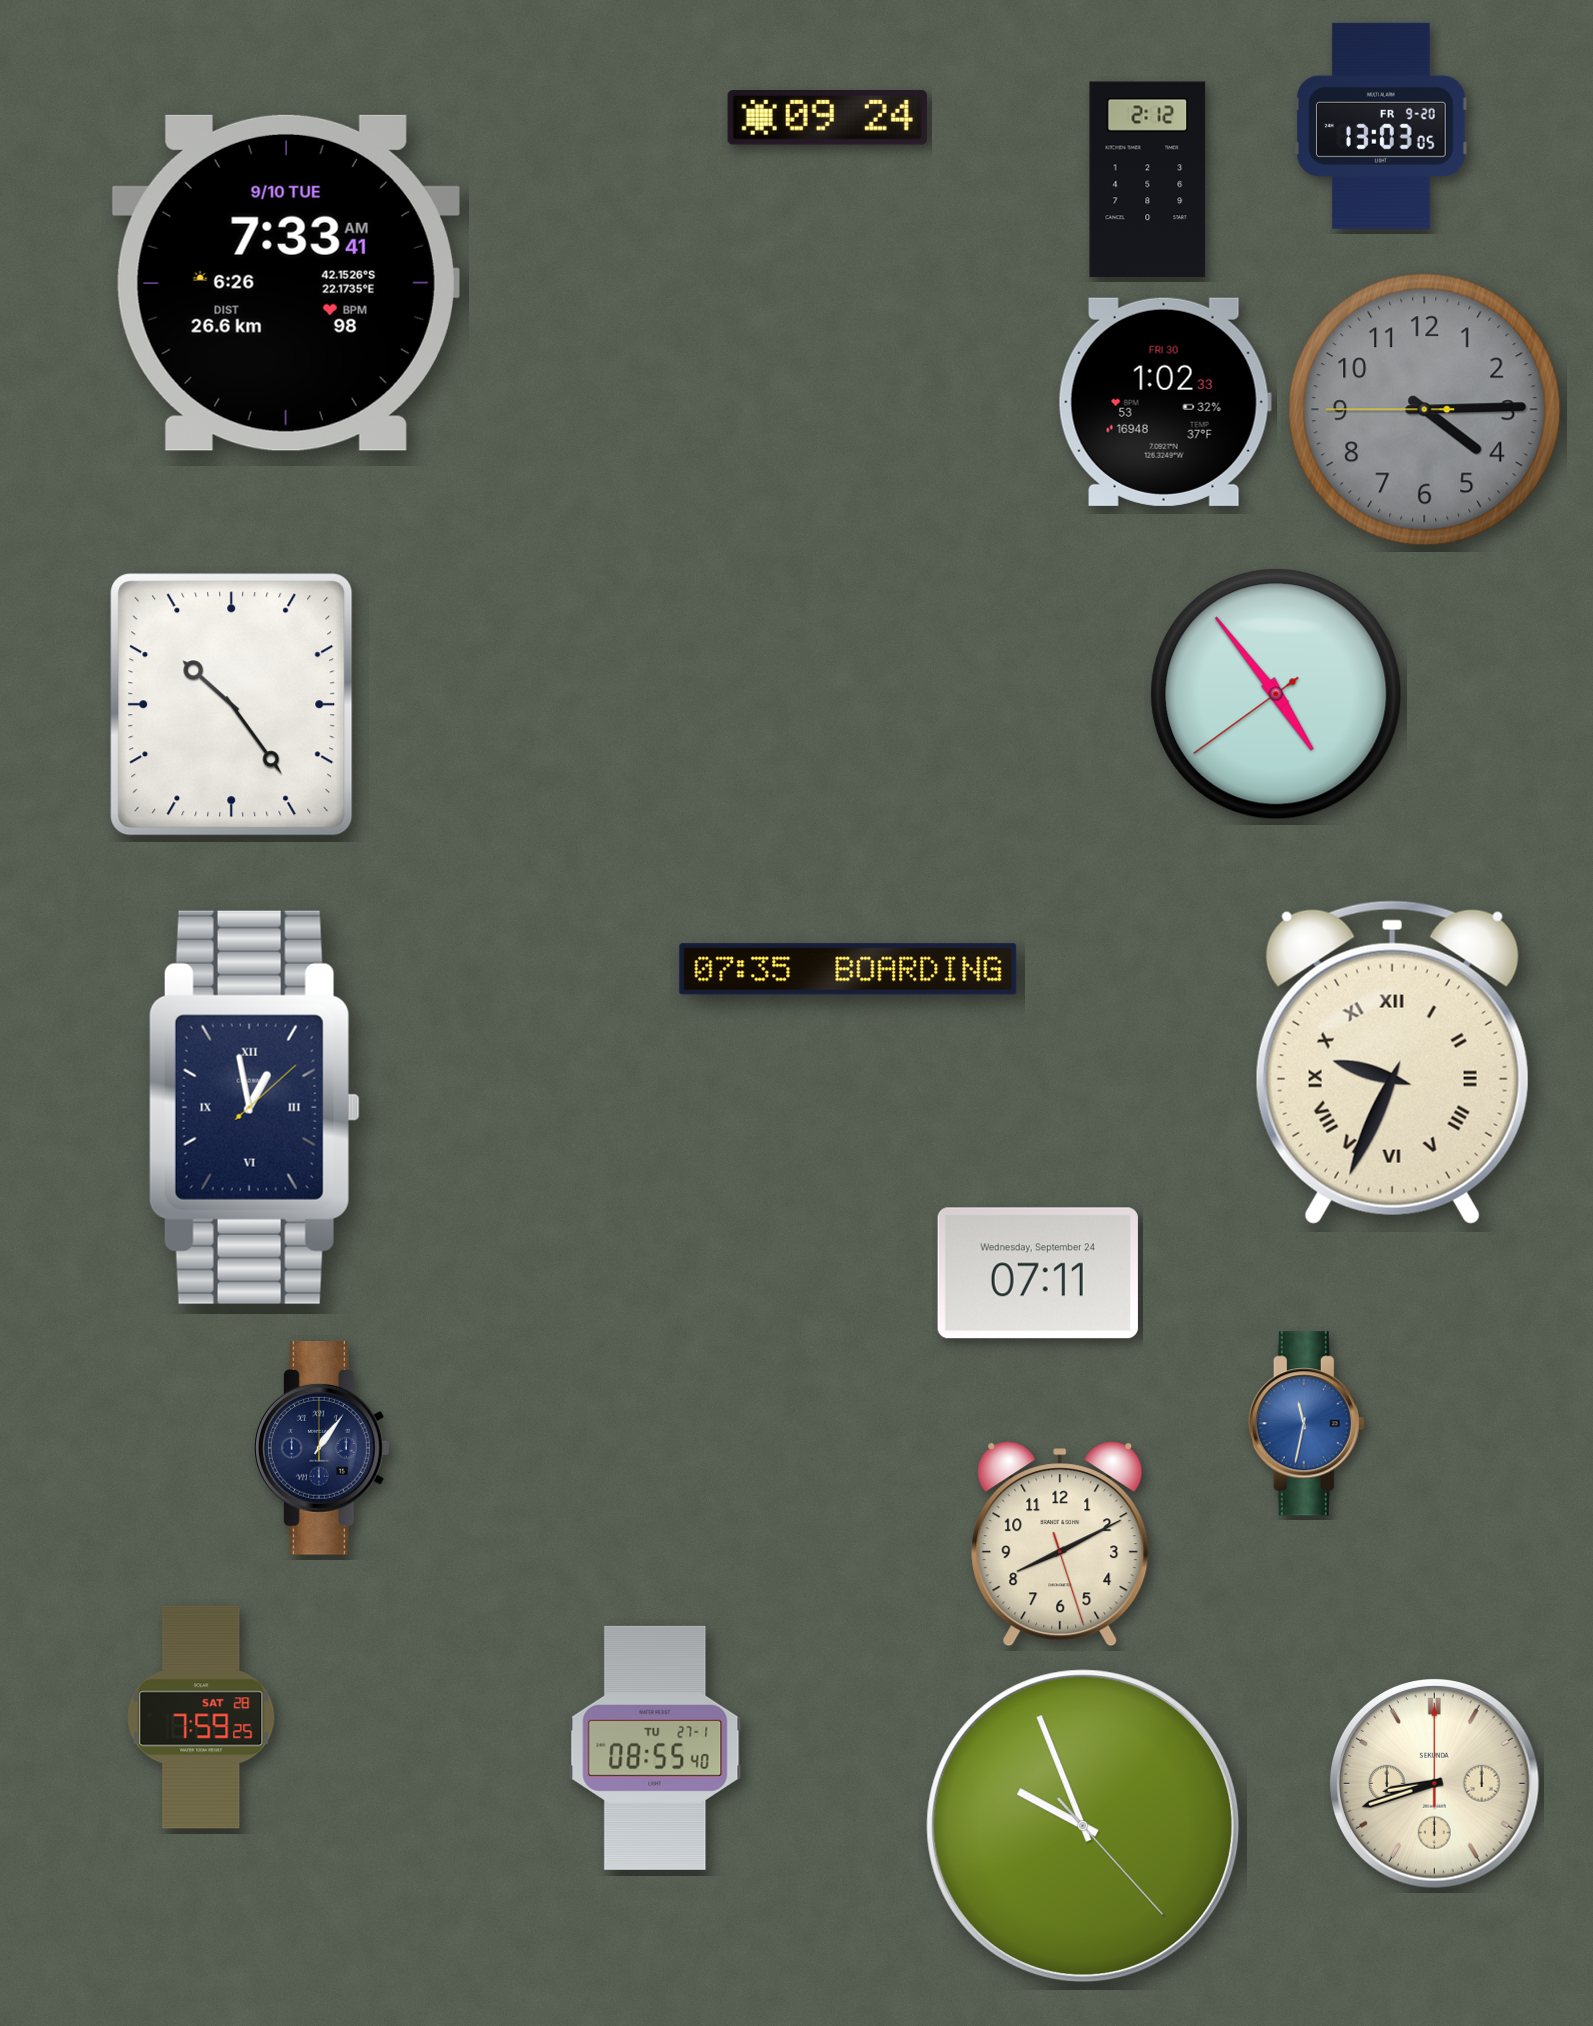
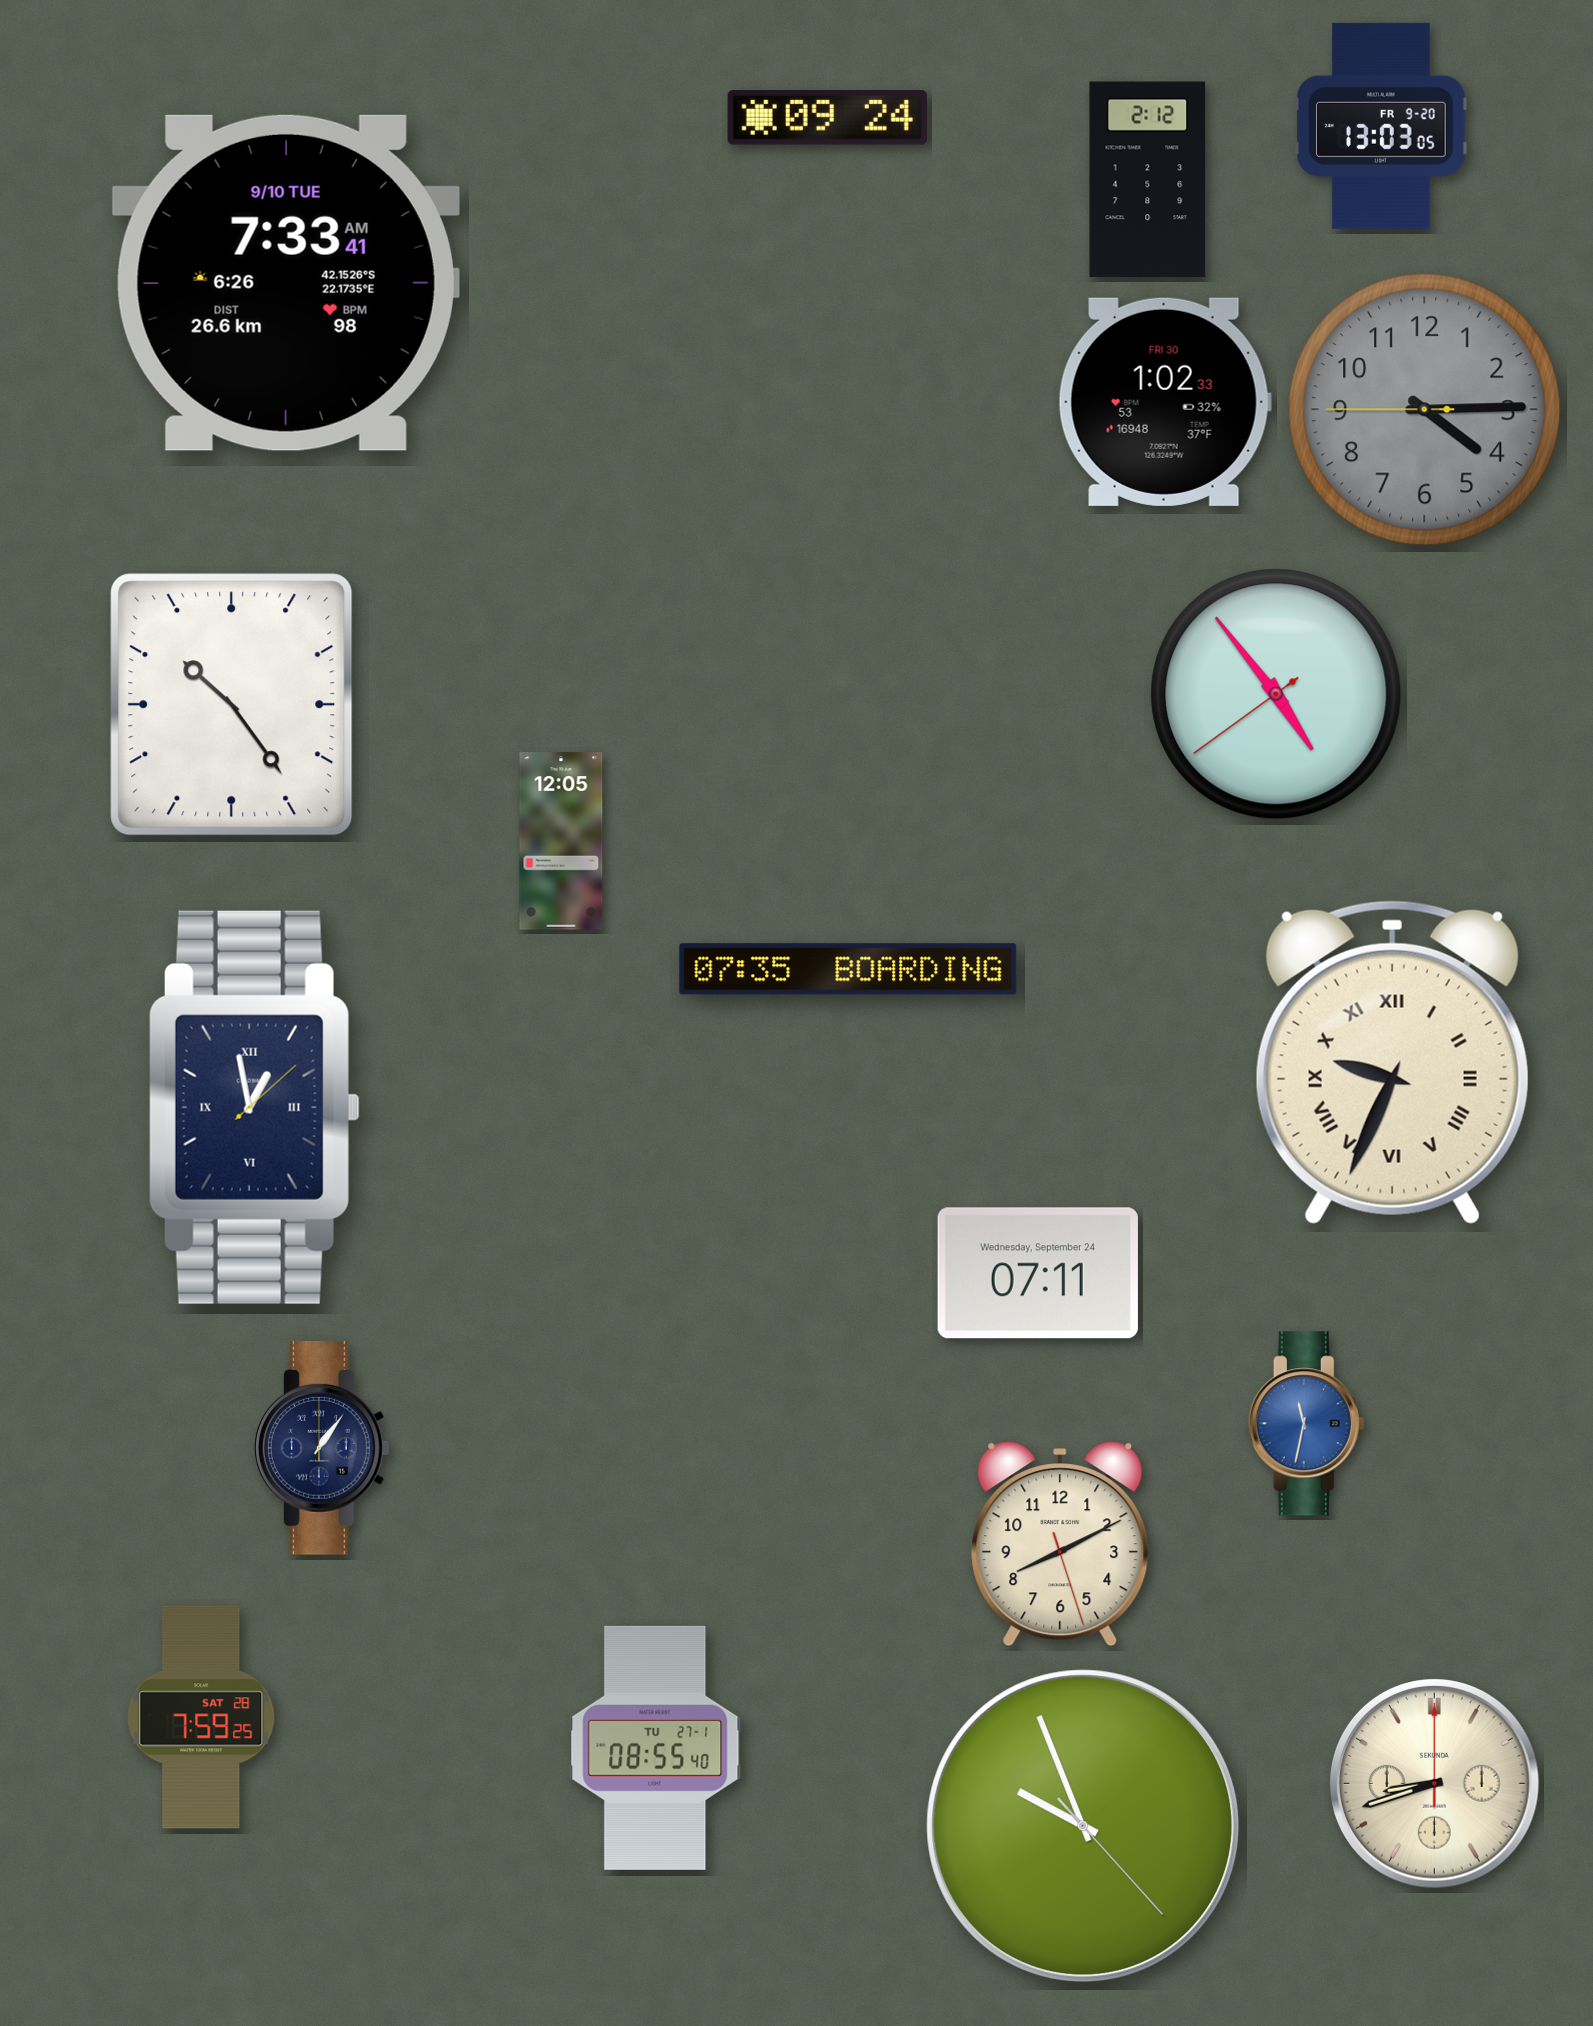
clock at (561, 841): none -> 12:05
